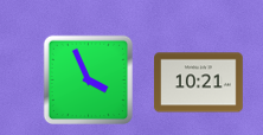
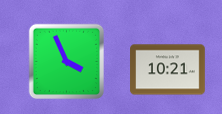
clock at (88, 79) position: (88, 79) -> (66, 61)
